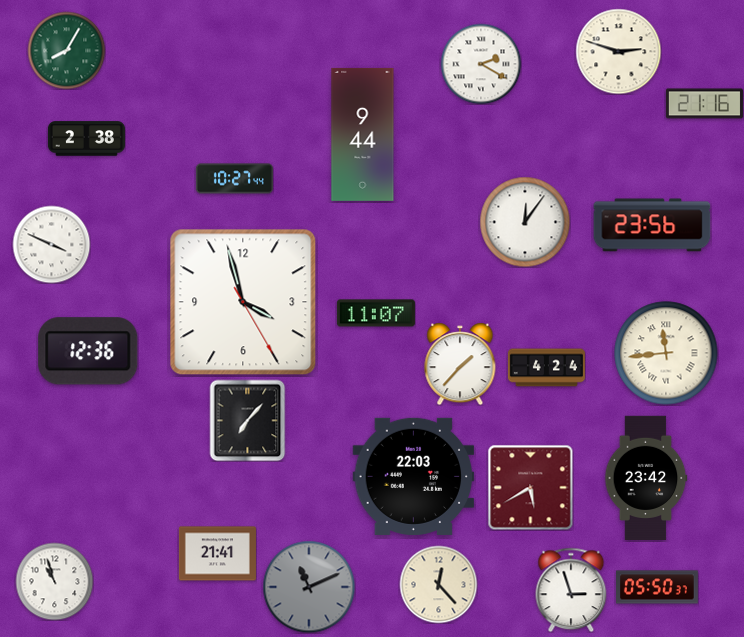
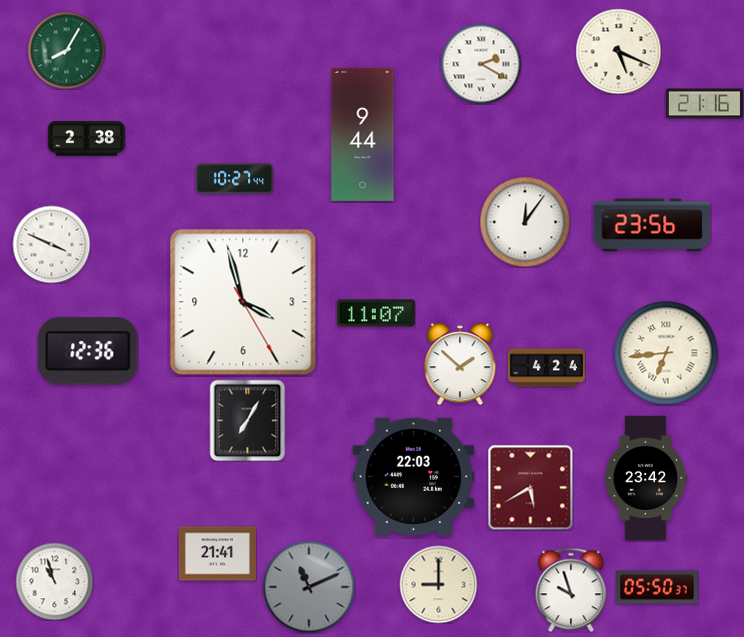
clock at (618, 51): 2:48 -> 5:19
clock at (666, 353): 11:44 -> 6:44
clock at (460, 364): 1:37 -> 1:52
clock at (248, 420): 7:07 -> 7:05
clock at (438, 584): 12:23 -> 9:00
clock at (571, 590): 2:57 -> 9:57
